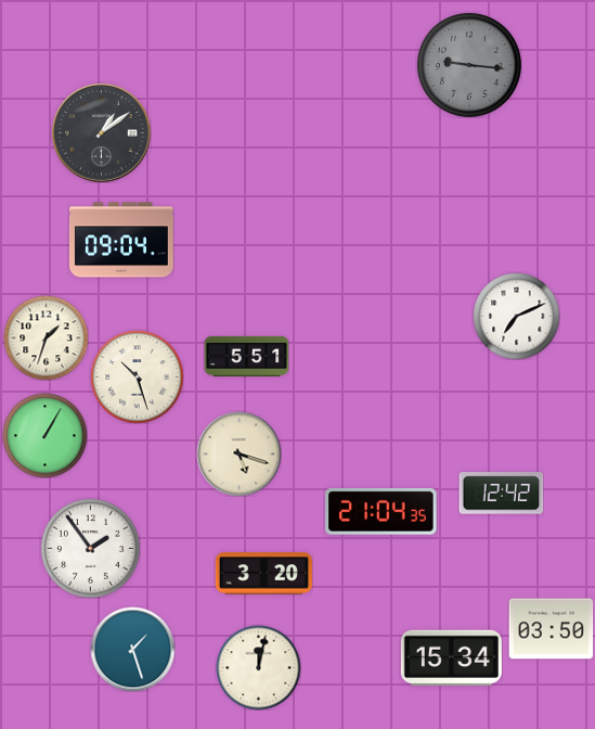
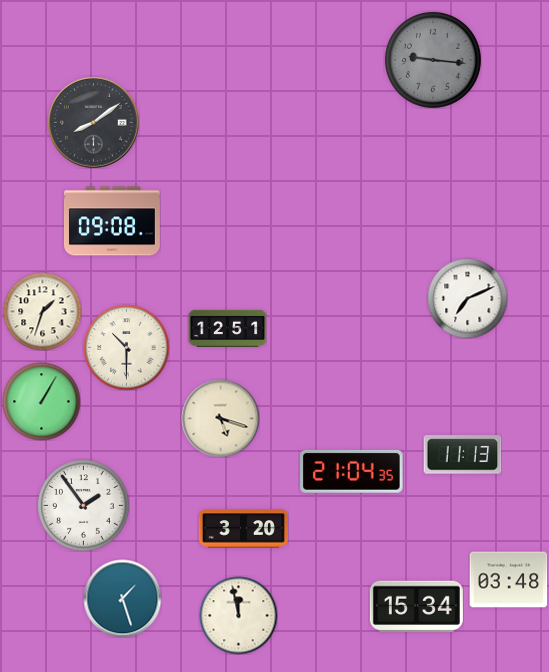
clock at (101, 132): 1:09 -> 8:09
clock at (121, 240): 09:04 -> 09:08
clock at (516, 316) position: (516, 316) -> (467, 298)
clock at (246, 356): 5:51 -> 12:51
clock at (137, 376): 10:27 -> 10:30
clock at (501, 494): 12:42 -> 11:13
clock at (551, 629): 03:50 -> 03:48
clock at (258, 667): 12:02 -> 11:58
